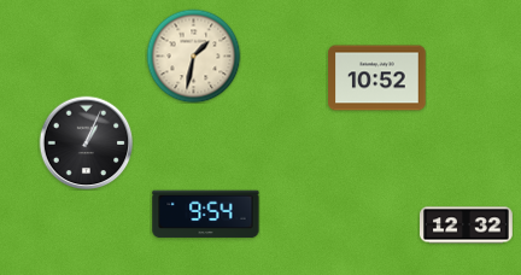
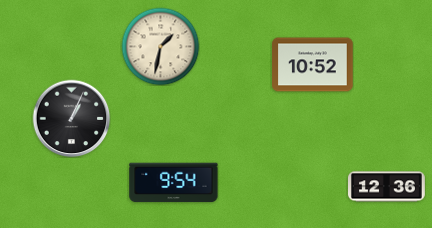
clock at (206, 215) position: (206, 215) -> (174, 183)
clock at (467, 226): 12:32 -> 12:36
